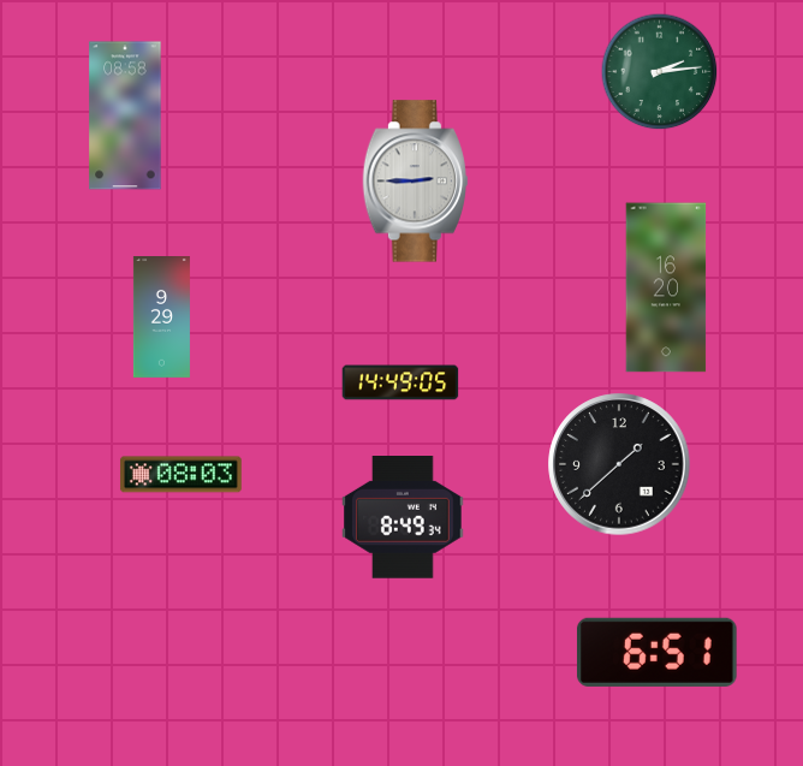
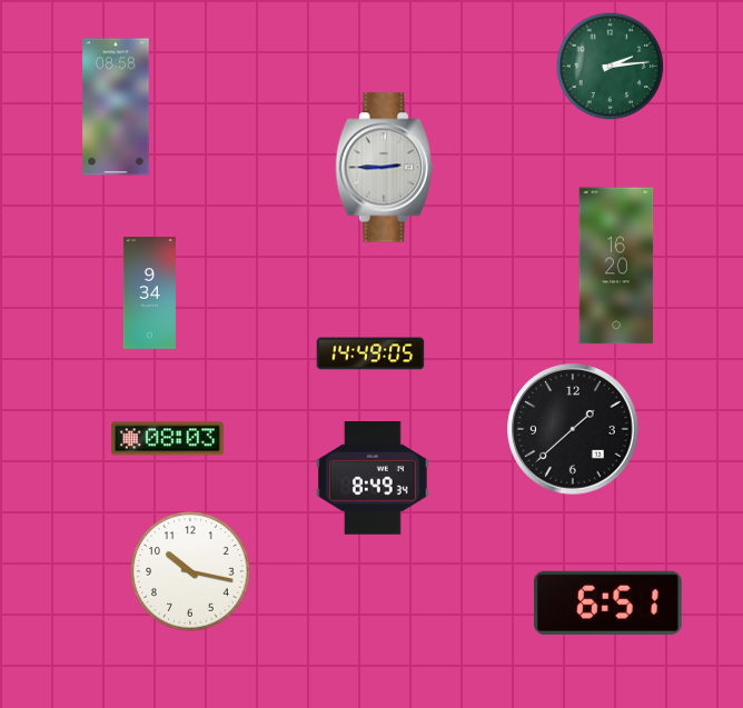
clock at (161, 317): 9:29 -> 9:34
clock at (190, 571): none -> 10:17
